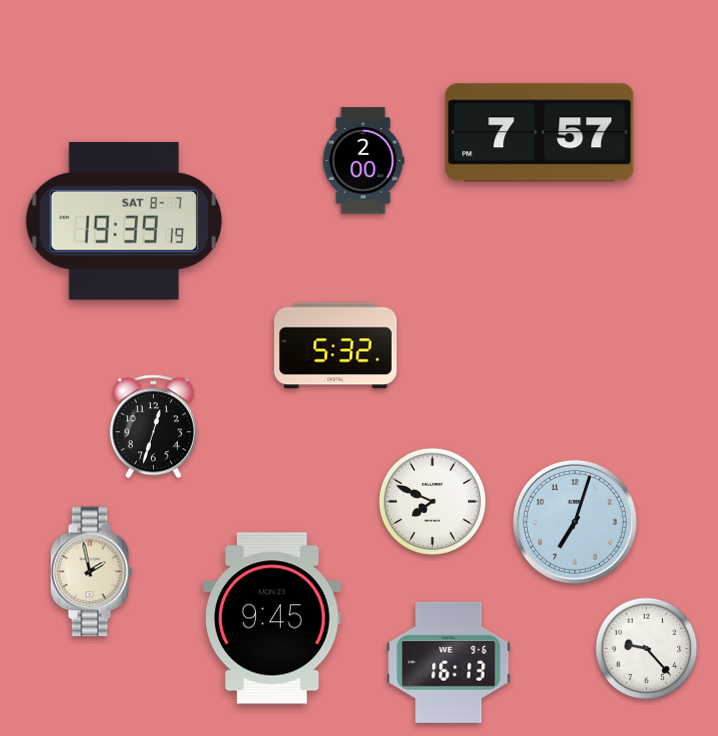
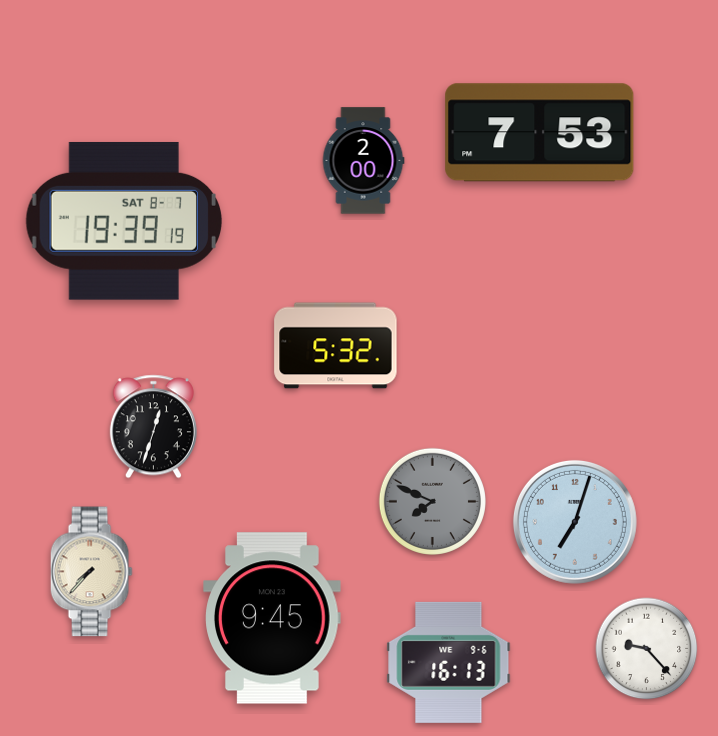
clock at (540, 133): 7:57 -> 7:53
clock at (432, 501) dial: white -> grey
clock at (91, 572): 1:58 -> 7:37
